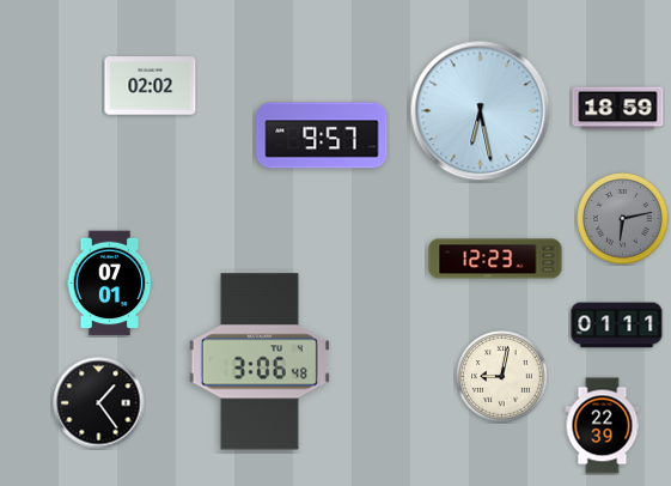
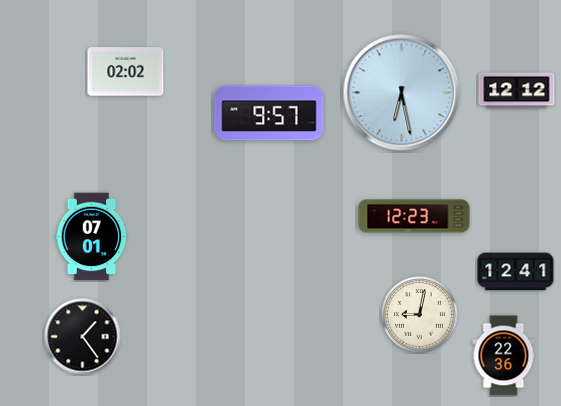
clock at (618, 109): 18:59 -> 12:12
clock at (623, 219): 6:13 -> none
clock at (617, 326): 01:11 -> 12:41
clock at (260, 362): 3:06 -> none
clock at (603, 426): 22:39 -> 22:36
